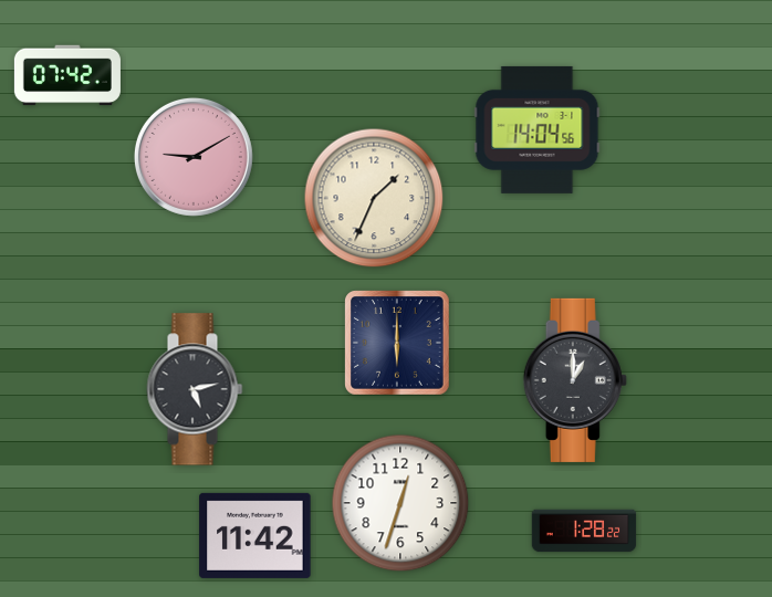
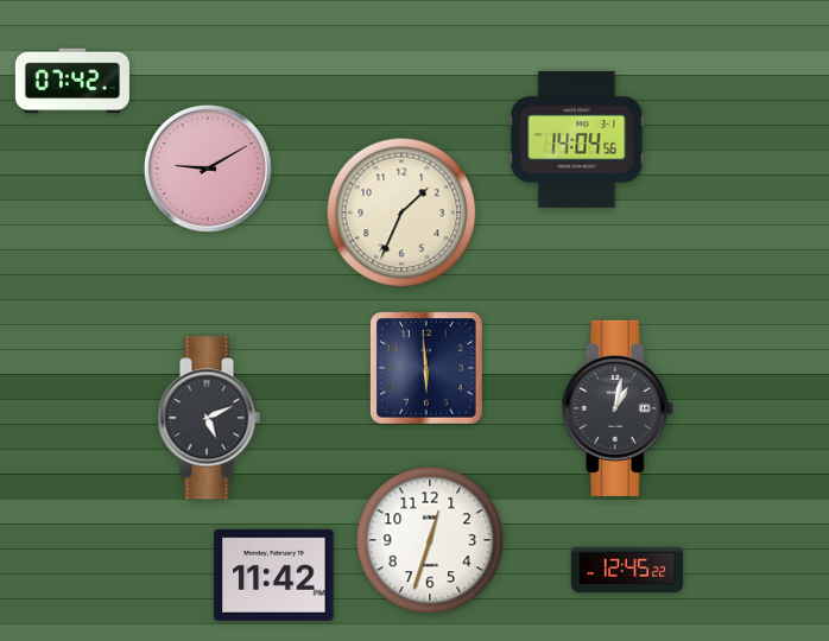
clock at (398, 344): 6:00 -> 5:59
clock at (575, 380): 1:00 -> 1:02
clock at (195, 389): 5:13 -> 5:11
clock at (584, 531): 1:28 -> 12:45
